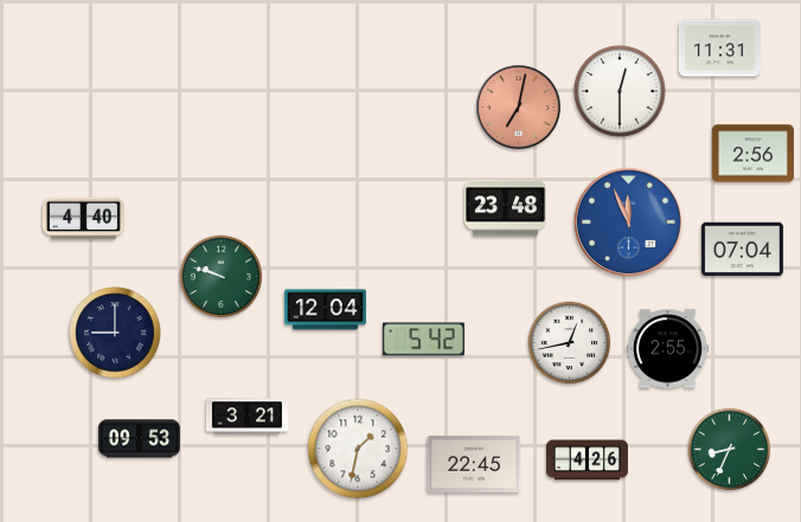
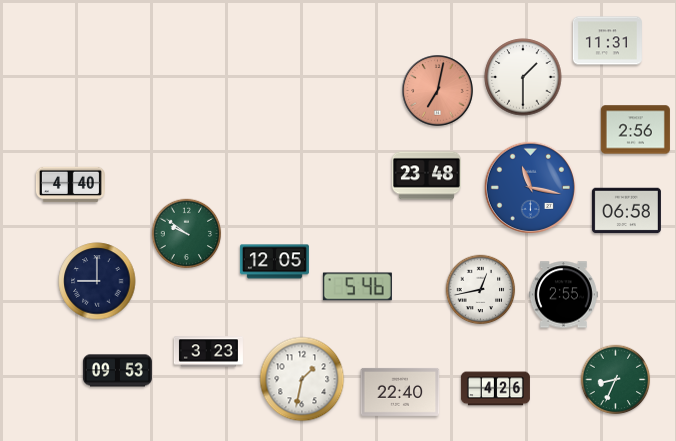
clock at (620, 91): 12:30 -> 1:30
clock at (628, 221): 11:56 -> 11:17
clock at (742, 250): 07:04 -> 06:58
clock at (222, 277): 9:48 -> 9:51
clock at (325, 310): 12:04 -> 12:05
clock at (423, 340): 5:42 -> 5:46
clock at (246, 417): 3:21 -> 3:23
clock at (474, 464): 22:45 -> 22:40
